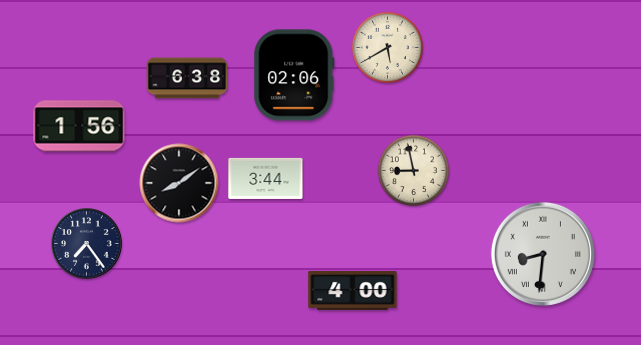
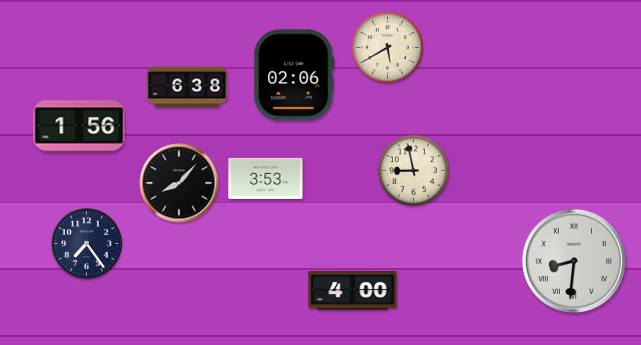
clock at (187, 78) position: (187, 78) -> (187, 87)
clock at (266, 178): 3:44 -> 3:53
clock at (179, 183): 8:09 -> 8:07
clock at (543, 254) position: (543, 254) -> (574, 261)
